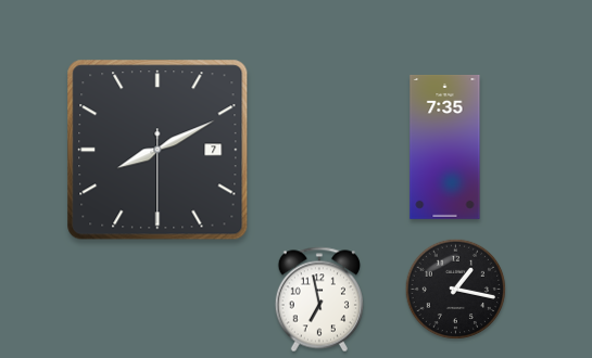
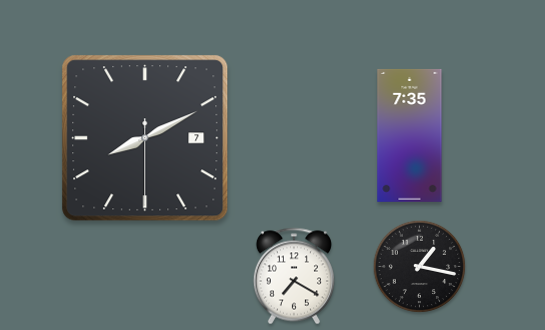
clock at (319, 299): 6:58 -> 7:20
